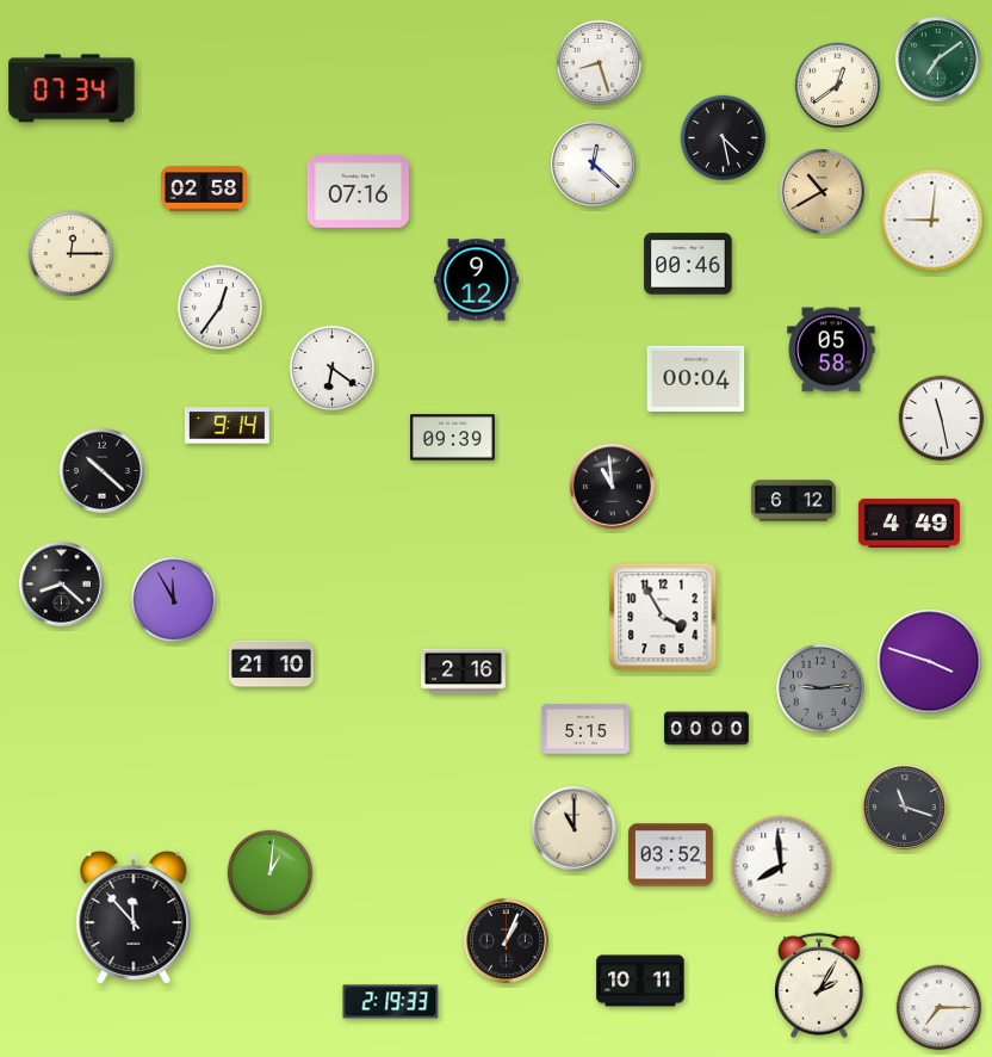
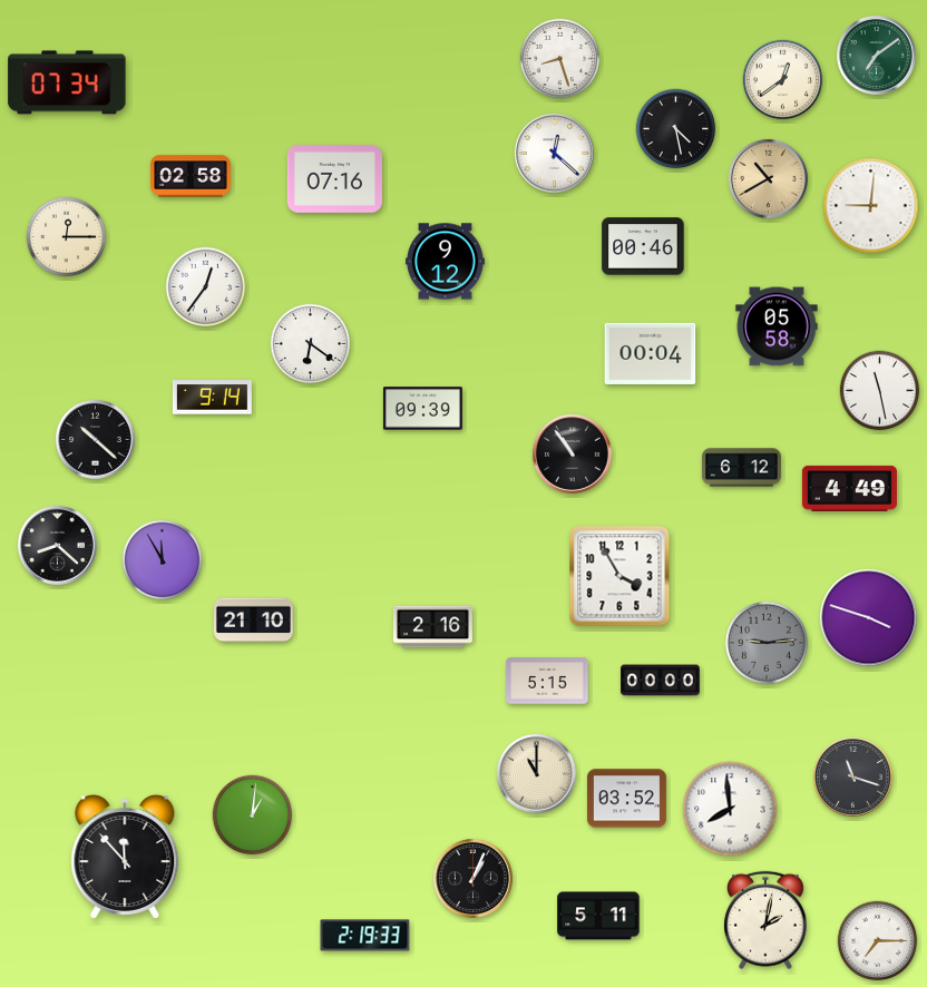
clock at (612, 486): 10:59 -> 10:54
clock at (904, 806) position: (904, 806) -> (852, 776)
clock at (640, 981): 10:11 -> 5:11
clock at (819, 985): 2:05 -> 2:02
